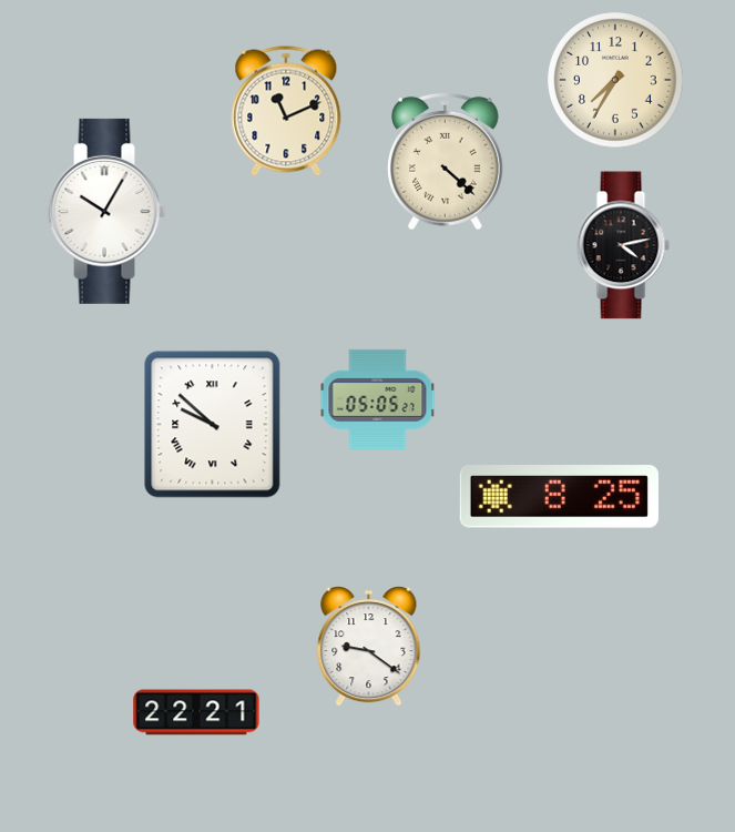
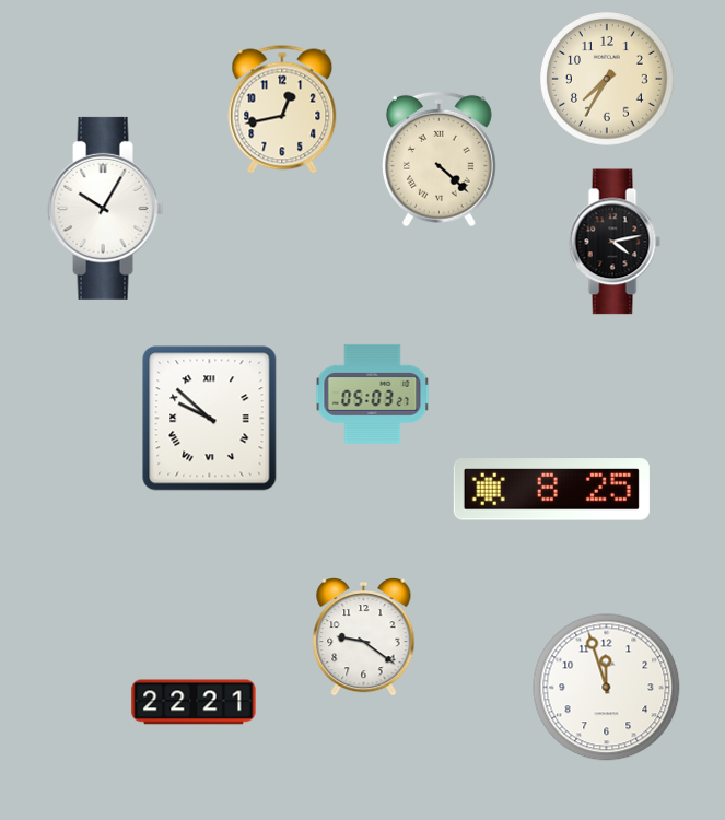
clock at (286, 111): 11:11 -> 12:43
clock at (378, 399): 05:05 -> 05:03
clock at (607, 688): none -> 11:57
